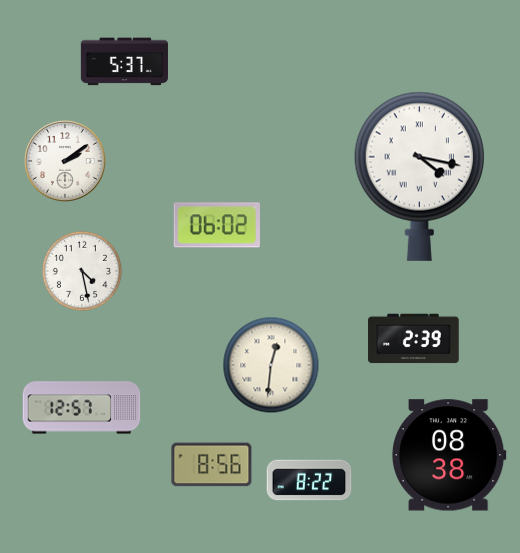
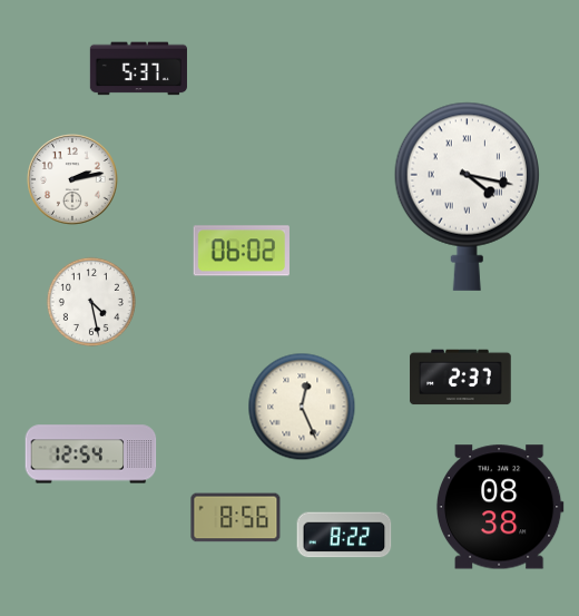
clock at (65, 161): 2:09 -> 2:13
clock at (414, 339): 2:39 -> 2:37
clock at (271, 365): 12:31 -> 12:26
clock at (82, 408): 12:57 -> 12:54
